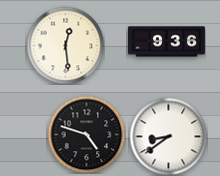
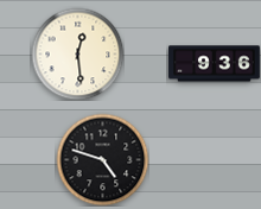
clock at (167, 42) position: (167, 42) -> (215, 64)
clock at (168, 136): 8:39 -> none
